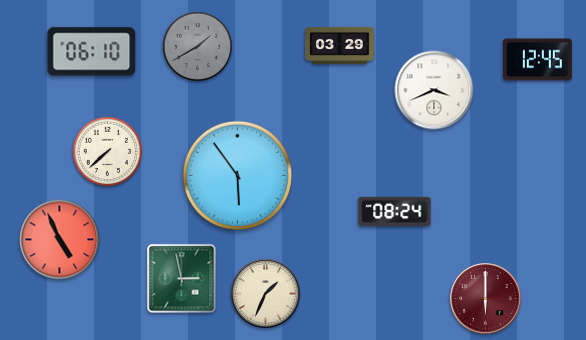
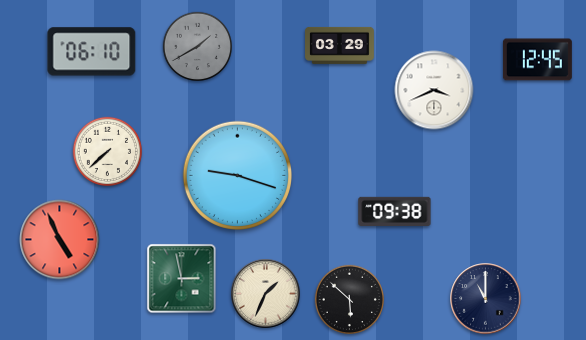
clock at (237, 175): 5:54 -> 9:18
clock at (395, 211): 08:24 -> 09:38
clock at (349, 299): none -> 5:52
clock at (486, 299): 6:00 -> 11:00
clock at (486, 299) dial: burgundy -> navy
